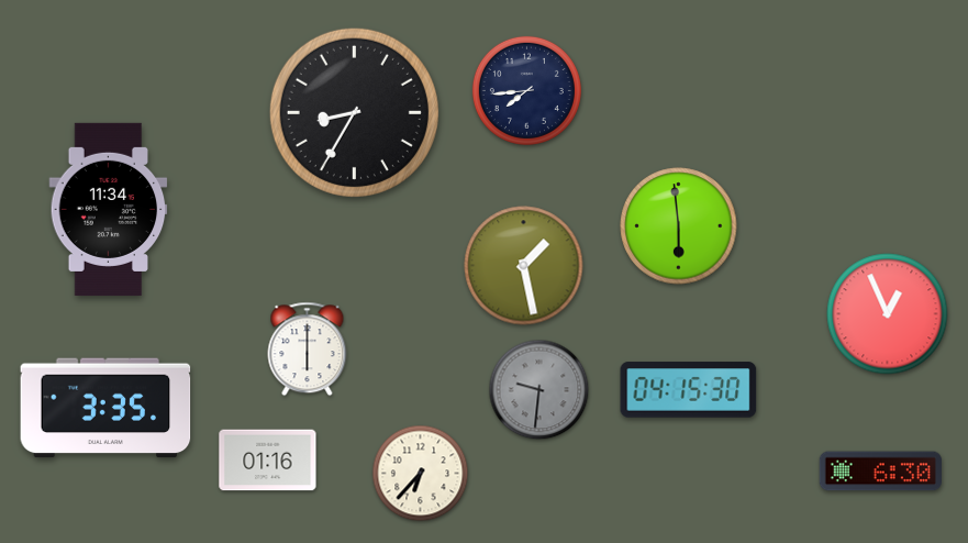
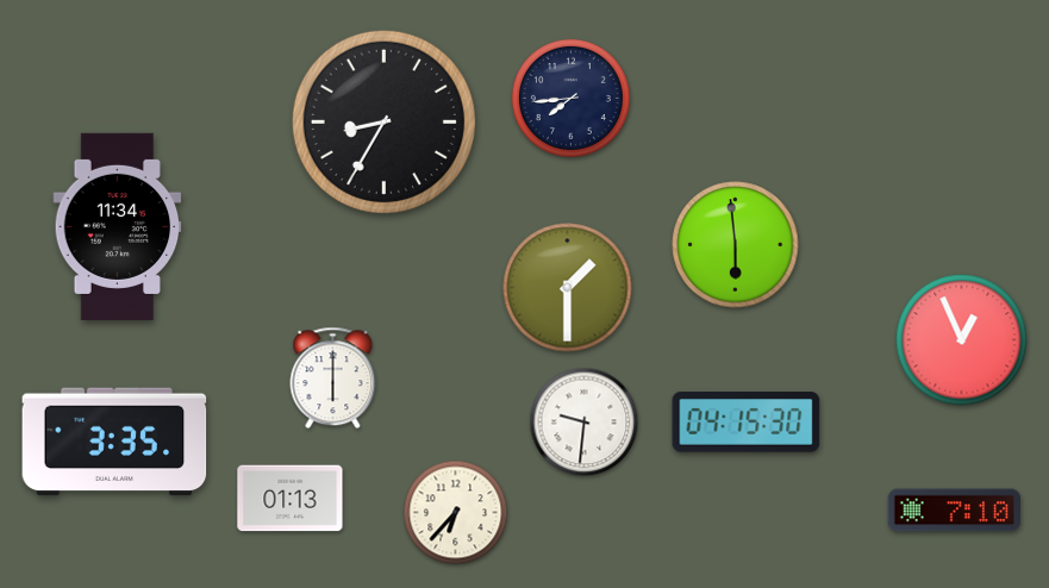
clock at (524, 266): 1:28 -> 1:30
clock at (539, 390) dial: grey -> white
clock at (268, 461): 01:16 -> 01:13
clock at (880, 472): 6:30 -> 7:10
